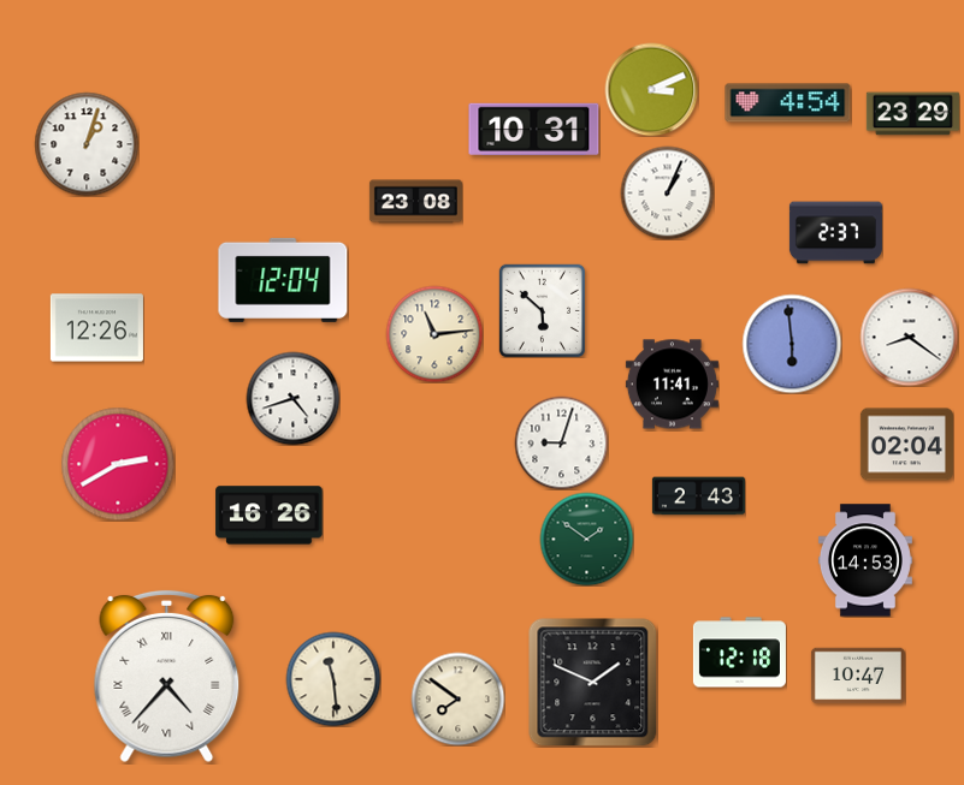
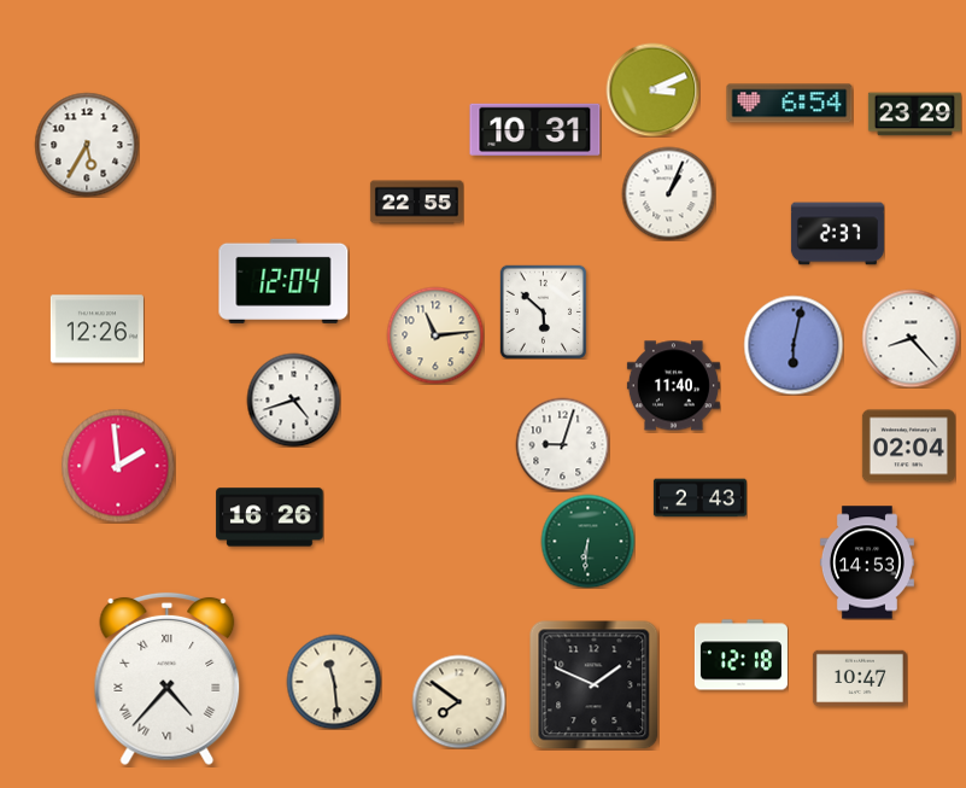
clock at (788, 103): 4:54 -> 6:54
clock at (87, 144): 1:03 -> 5:35
clock at (415, 202): 23:08 -> 22:55
clock at (909, 337): 8:21 -> 8:23
clock at (792, 344): 5:59 -> 6:02
clock at (672, 385): 11:41 -> 11:40
clock at (118, 464): 2:40 -> 1:59
clock at (586, 539): 1:51 -> 6:31
